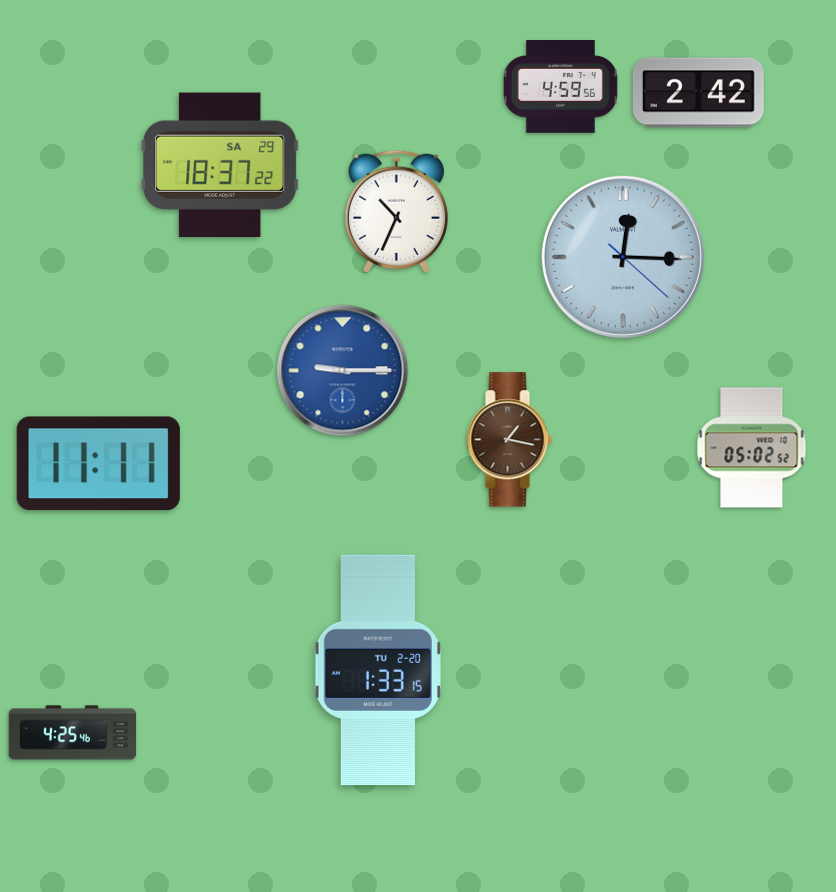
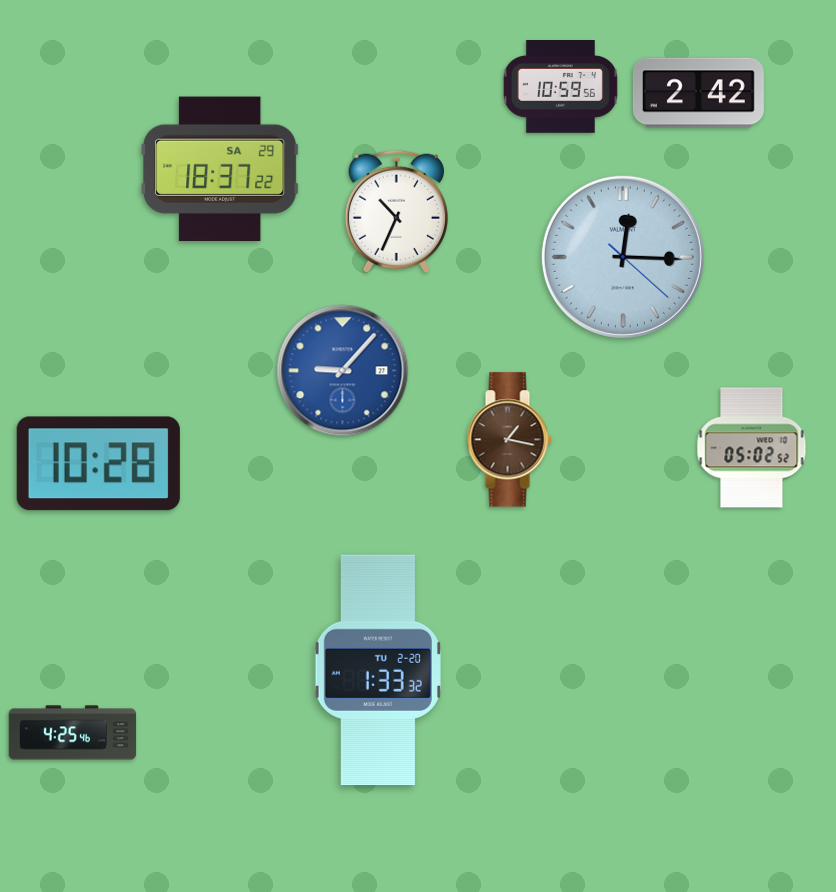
clock at (560, 87): 4:59 -> 10:59
clock at (220, 165) position: (220, 165) -> (220, 169)
clock at (343, 371): 9:15 -> 9:07
clock at (98, 464): 11:11 -> 10:28
clock at (378, 670): 1:33:15 -> 1:33:32
